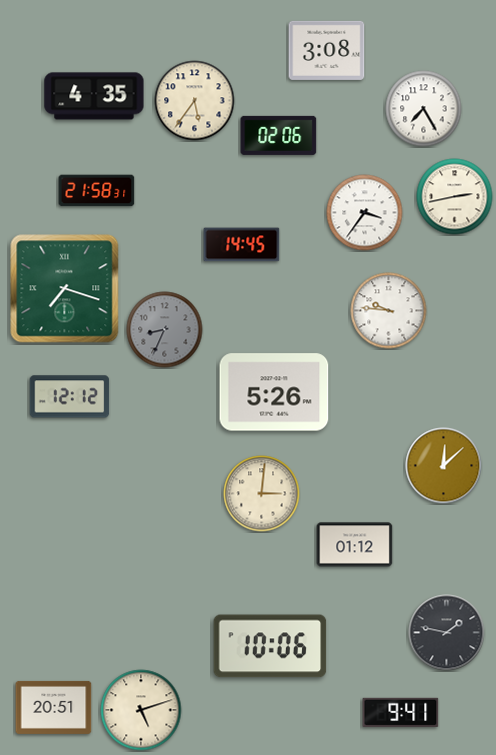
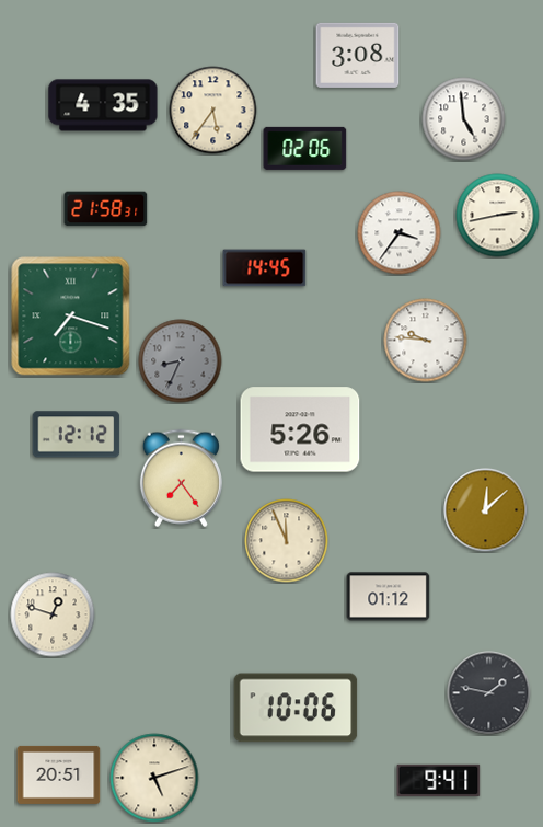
clock at (424, 109): 7:25 -> 4:59
clock at (181, 479): none -> 7:24
clock at (262, 494): 3:01 -> 11:56
clock at (53, 614): none -> 12:48
